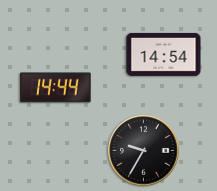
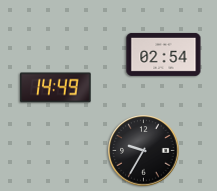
clock at (164, 54): 14:54 -> 02:54
clock at (56, 88): 14:44 -> 14:49
